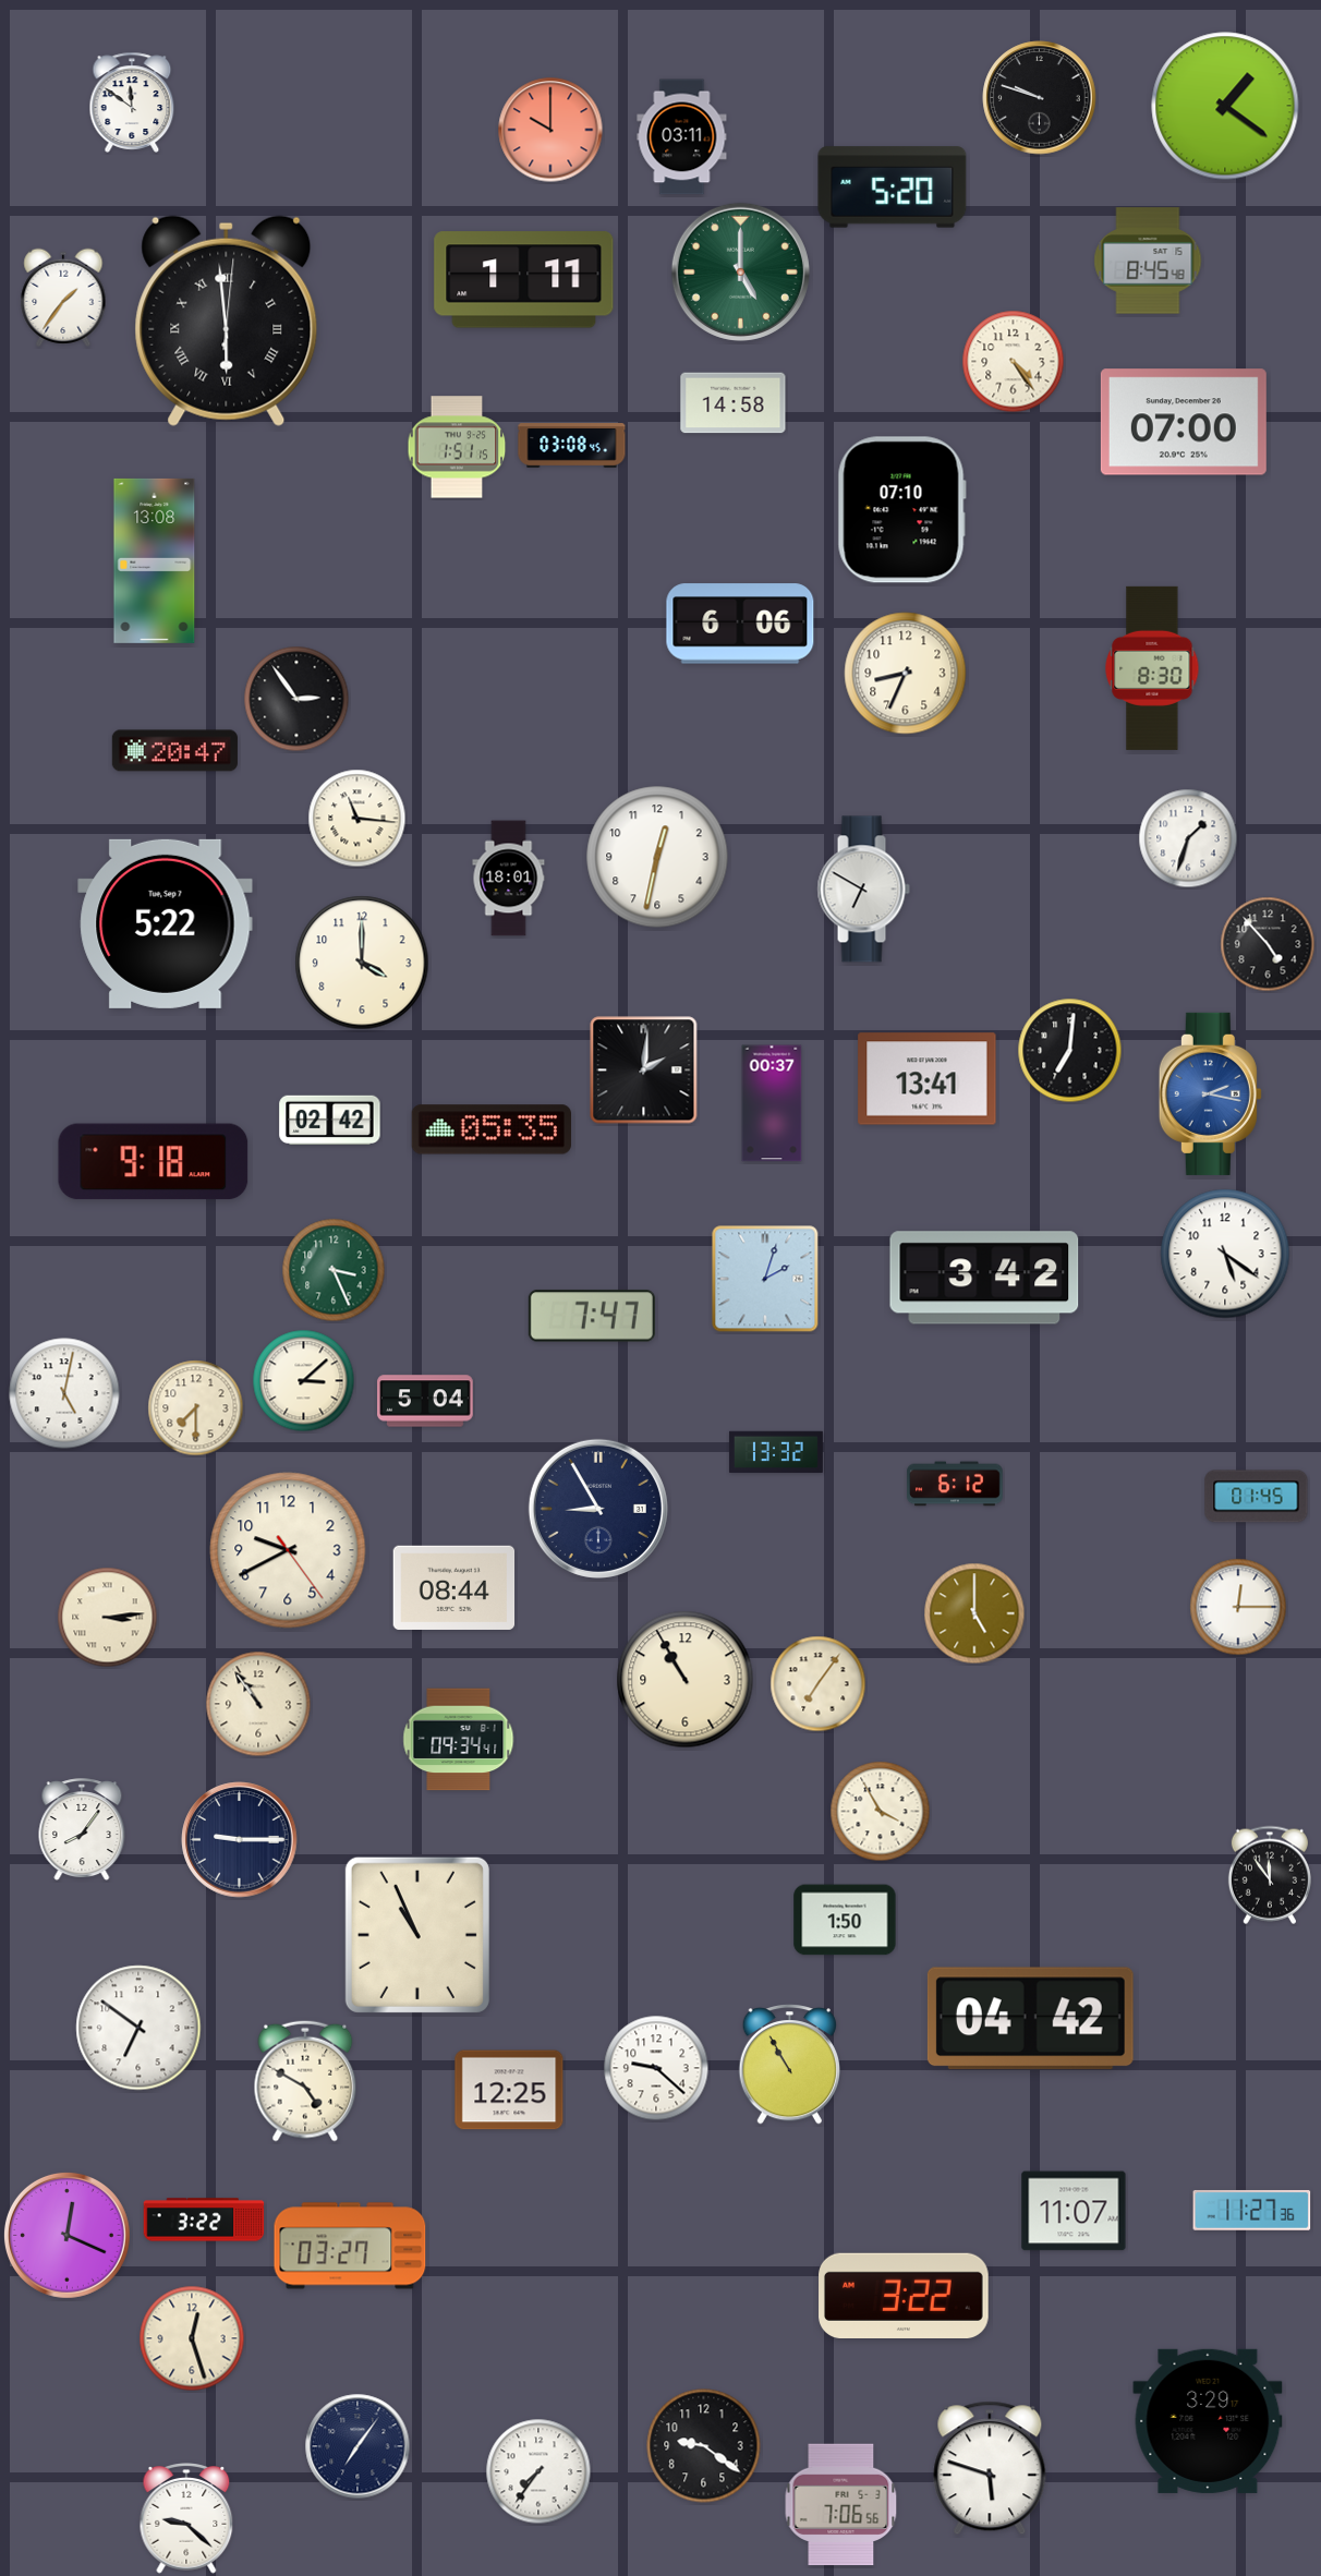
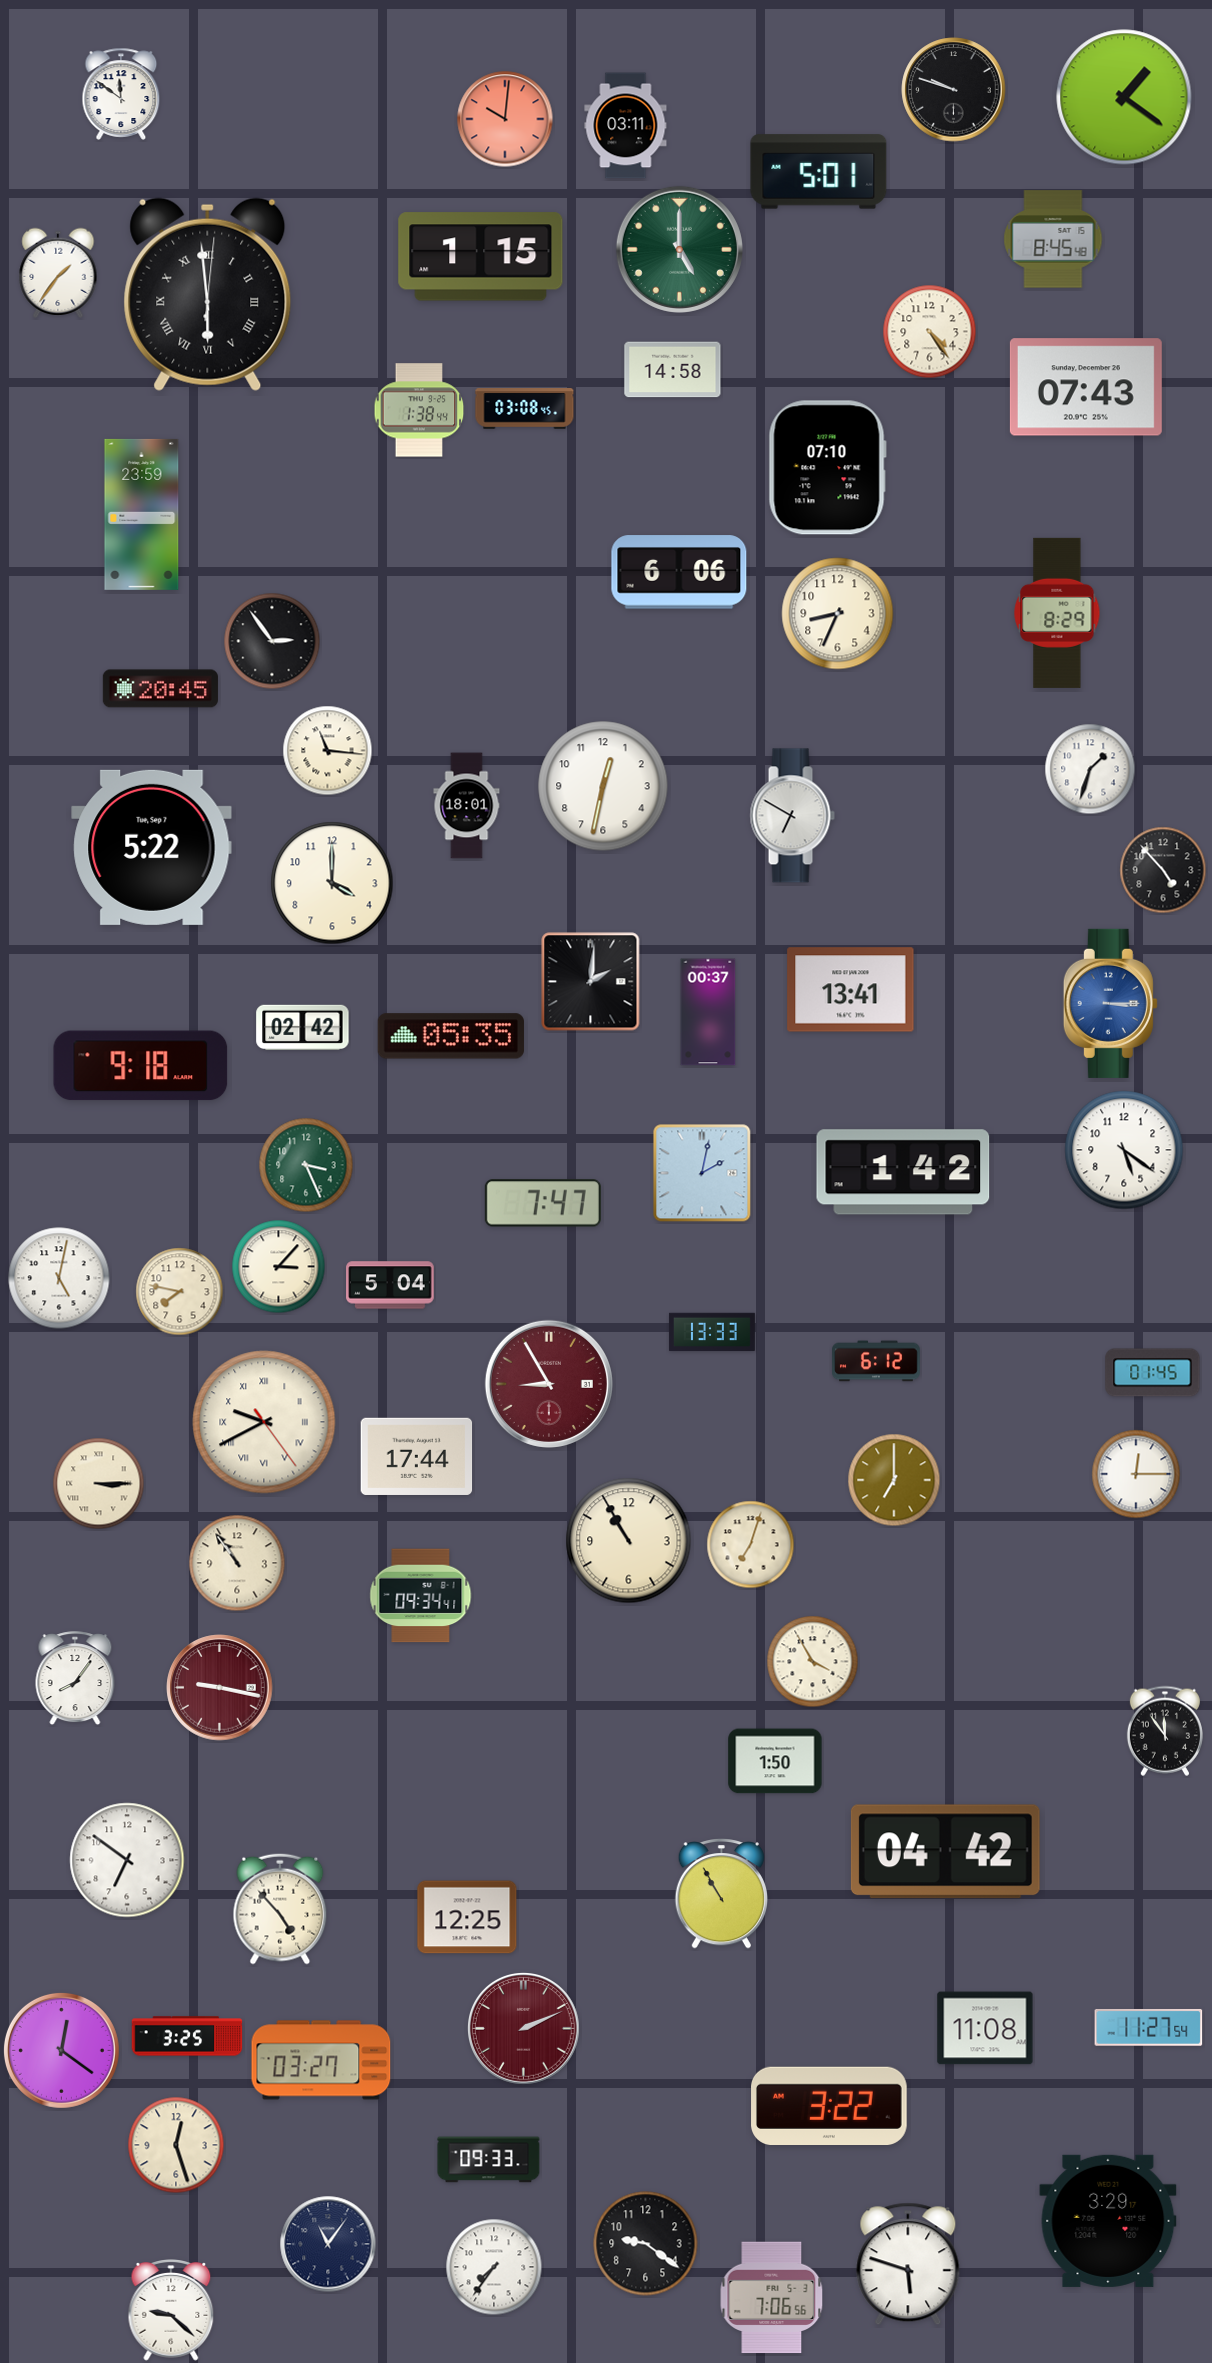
clock at (550, 130): 10:00 -> 10:01
clock at (893, 188): 5:20 -> 5:01
clock at (524, 280): 1:11 -> 1:15
clock at (1184, 422): 07:00 -> 07:43
clock at (457, 447): 1:51 -> 1:38
clock at (155, 560): 13:08 -> 23:59
clock at (1152, 668): 8:30 -> 8:29
clock at (906, 674) position: (906, 674) -> (838, 614)
clock at (174, 751): 20:47 -> 20:45
clock at (1268, 944) position: (1268, 944) -> (1163, 870)
clock at (1070, 1051): 7:01 -> none
clock at (1210, 1093): 2:17 -> 3:15
clock at (984, 1278): 3:42 -> 1:42
clock at (765, 1279): 2:03 -> 2:02
clock at (592, 1316) position: (592, 1316) -> (543, 1203)
clock at (304, 1381): 3:08 -> 3:07
clock at (196, 1408): 7:30 -> 7:47
clock at (776, 1452): 13:32 -> 13:33
clock at (598, 1509) dial: navy -> burgundy
clock at (288, 1550) numerals: Arabic -> Roman
clock at (455, 1587): 08:44 -> 17:44
clock at (974, 1613): 5:00 -> 7:00
clock at (108, 1618): 3:14 -> 3:15
clock at (819, 1684): 7:06 -> 7:03
clock at (881, 1812) position: (881, 1812) -> (813, 1662)
clock at (240, 1840): 9:15 -> 9:17
clock at (240, 1840) dial: navy -> burgundy
clock at (1270, 1875) position: (1270, 1875) -> (1165, 1731)
clock at (417, 1935): 10:56 -> none
clock at (789, 2065) position: (789, 2065) -> (721, 1894)
clock at (656, 2068): 9:22 -> none
clock at (305, 2081): 4:50 -> 4:53
clock at (1252, 2210): 11:27:36 -> 11:27:54
clock at (1074, 2211): 11:07 -> 11:08
clock at (524, 2029): none -> 2:11
clock at (204, 2220): 3:22 -> 3:25
clock at (66, 2235): 12:19 -> 12:21
clock at (489, 2160): none -> 09:33
clock at (357, 2446): 7:06 -> 11:06
